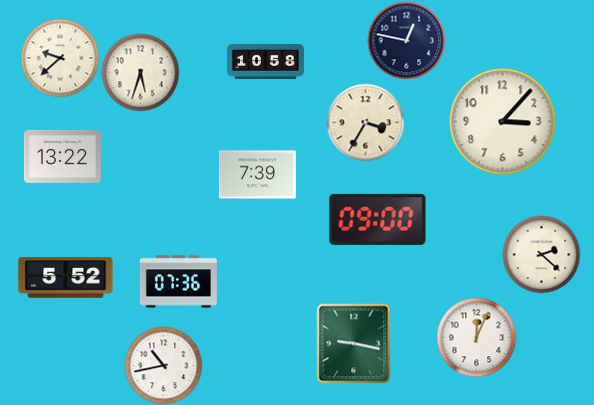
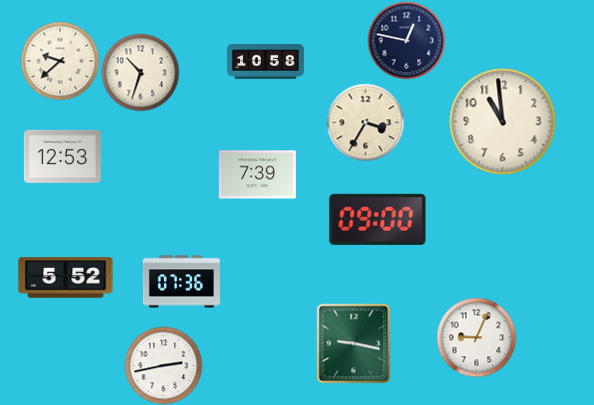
clock at (60, 58) position: (60, 58) -> (60, 61)
clock at (140, 72): 5:33 -> 10:33
clock at (503, 122): 3:07 -> 10:59
clock at (62, 156): 13:22 -> 12:53
clock at (541, 254): 2:22 -> none
clock at (178, 282) position: (178, 282) -> (181, 282)
clock at (476, 337): 12:04 -> 9:04
clock at (163, 365): 10:43 -> 2:43
